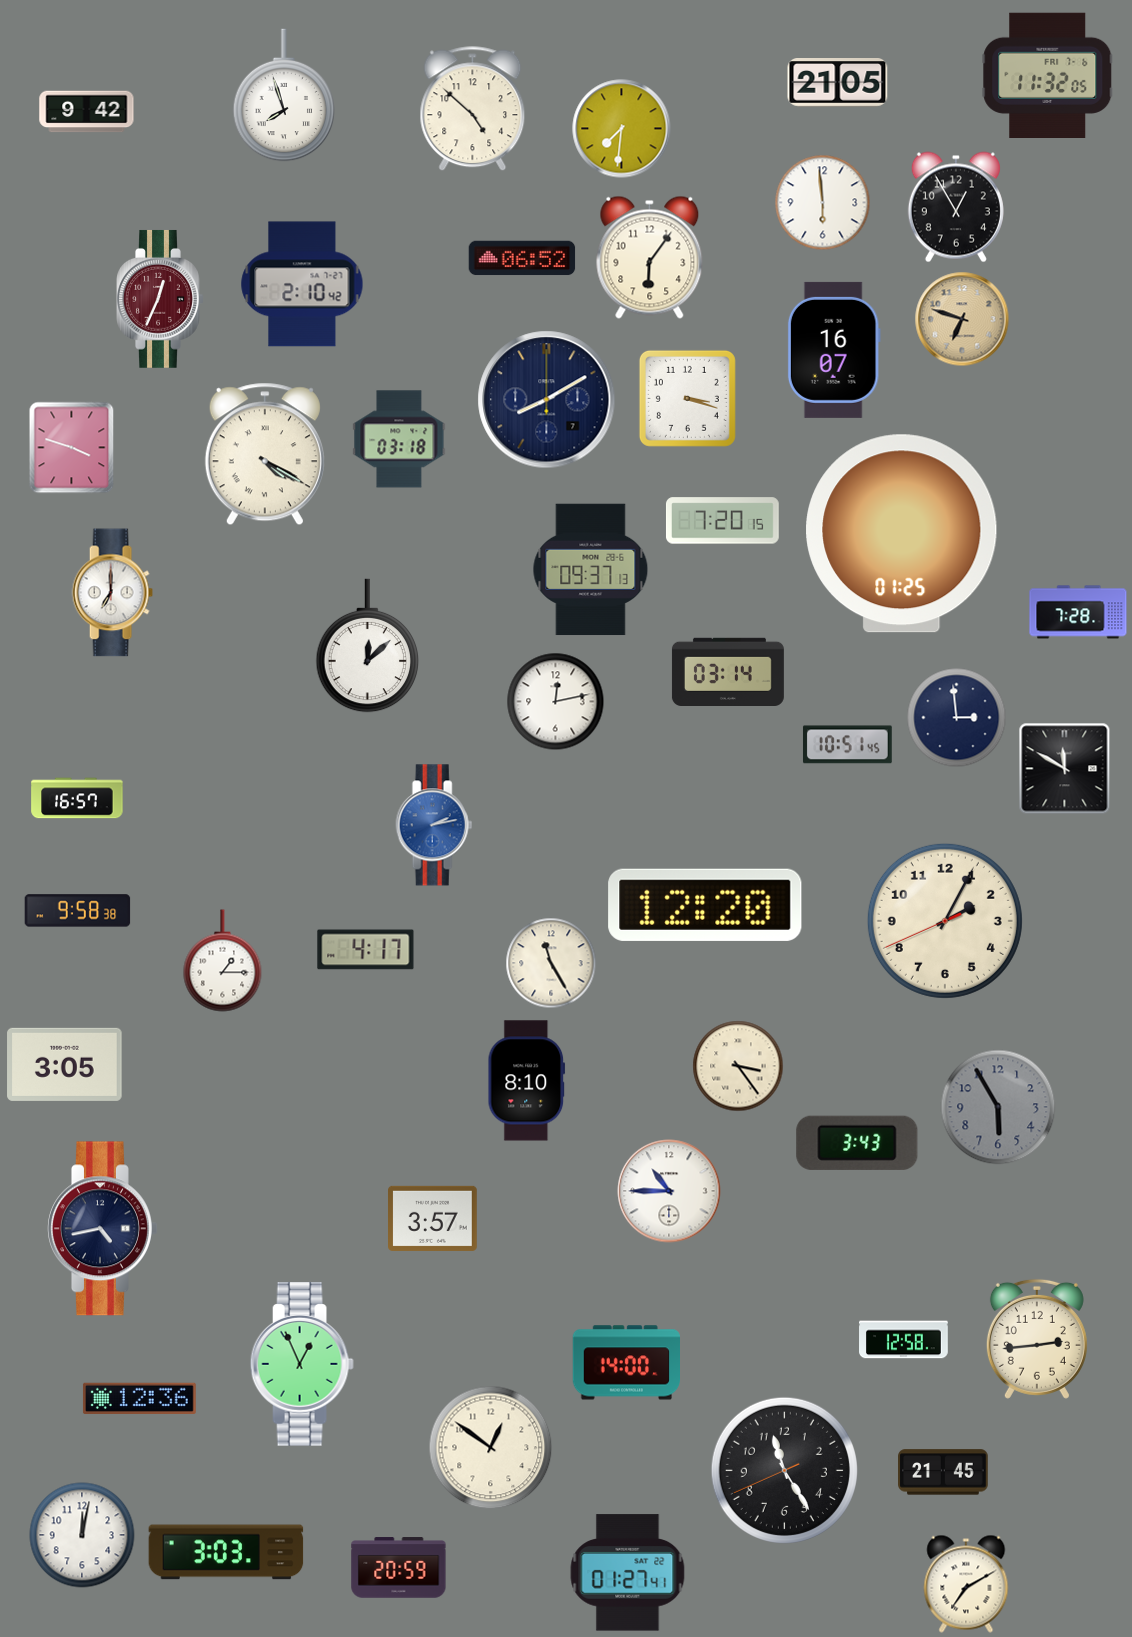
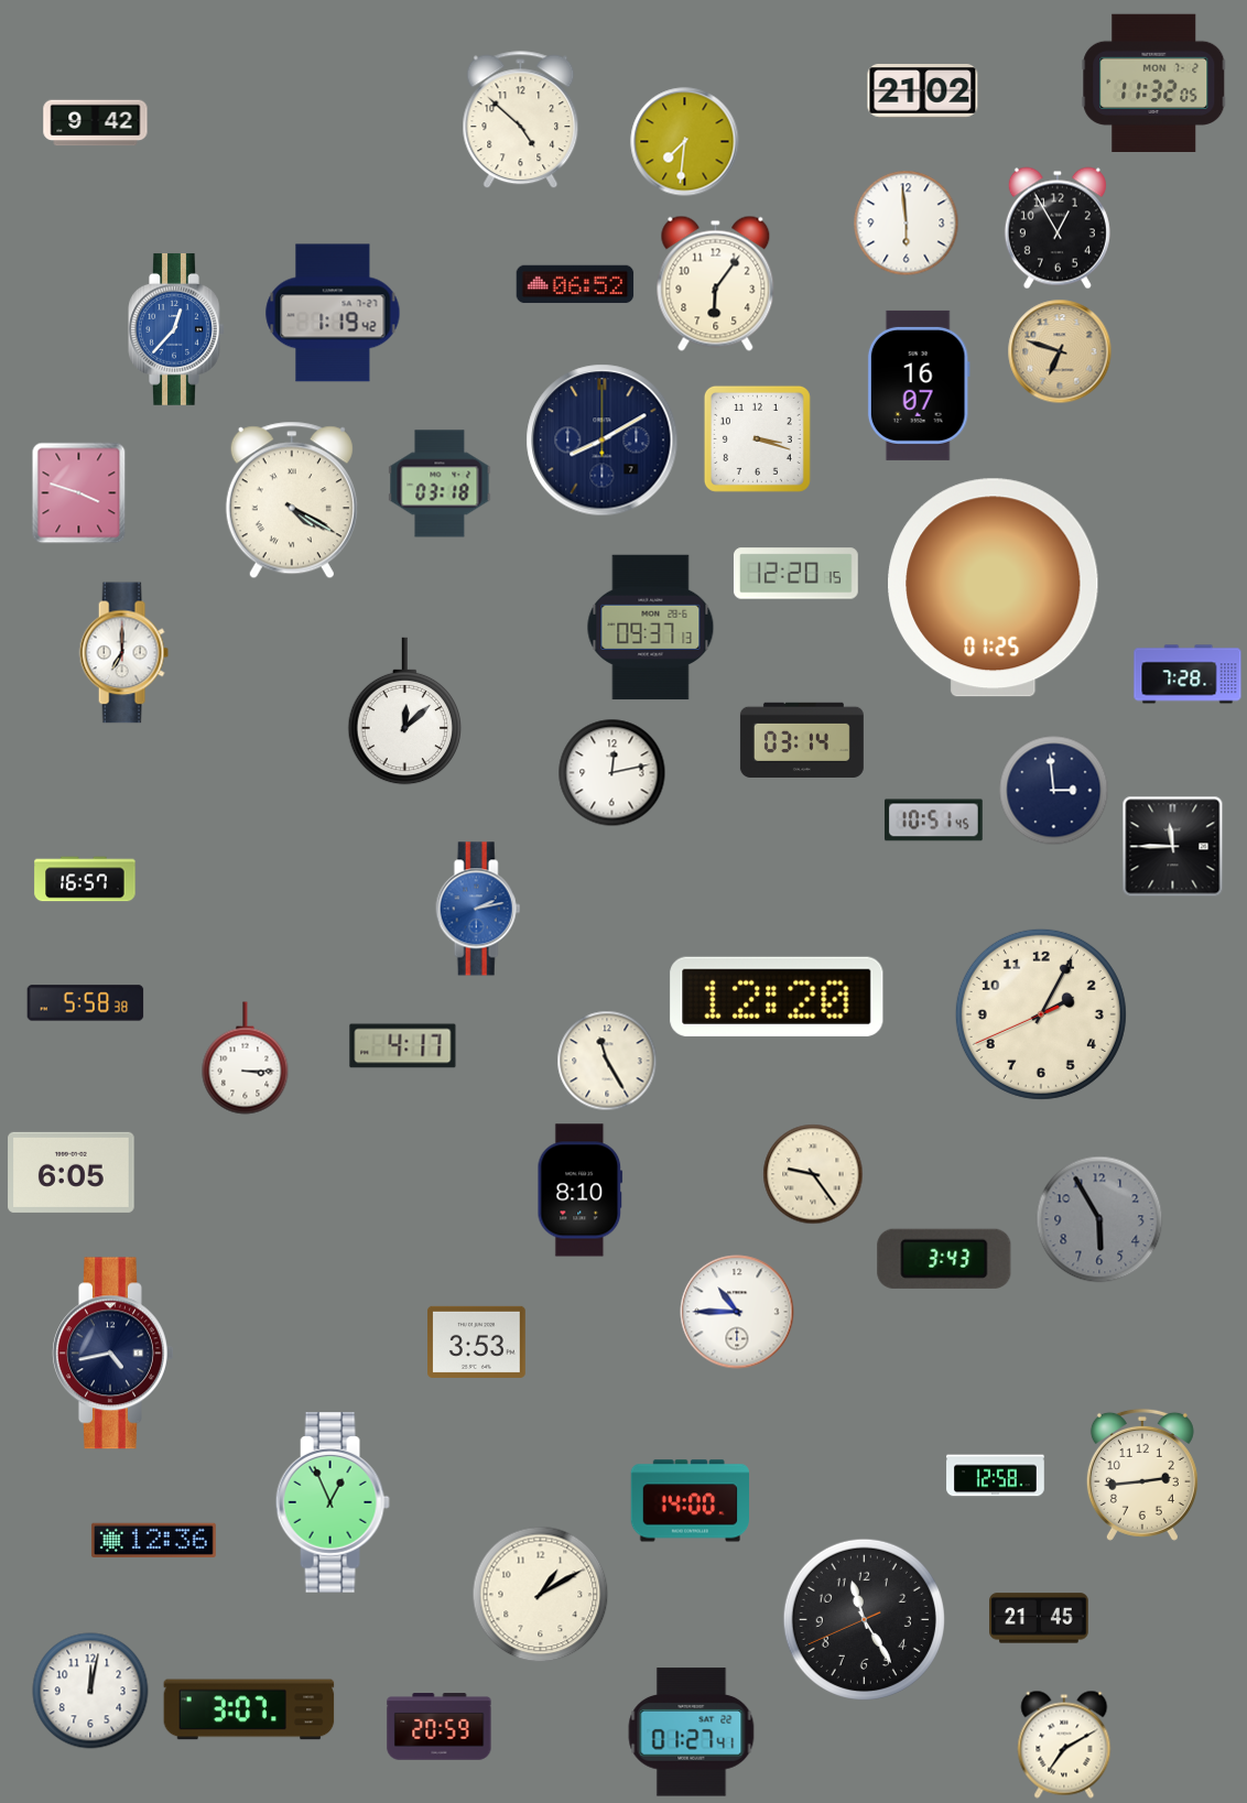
clock at (1048, 75) date: FRI 7-6 -> MON 7-2
clock at (838, 83): 21:05 -> 21:02
clock at (284, 95): 7:57 -> none
clock at (956, 207) position: (956, 207) -> (1058, 228)
clock at (302, 284): 2:10 -> 1:19
clock at (160, 299): 12:34 -> 12:37
clock at (160, 299) dial: burgundy -> blue
clock at (722, 521): 7:20 -> 12:20
clock at (1065, 769): 11:50 -> 11:45
clock at (78, 911): 9:58 -> 5:58
clock at (223, 961): 1:15 -> 3:15
clock at (65, 1064): 3:05 -> 6:05
clock at (738, 1066): 3:24 -> 9:24
clock at (433, 1218): 3:57 -> 3:53
clock at (491, 1448): 12:51 -> 1:10
clock at (943, 1472) position: (943, 1472) -> (1039, 1618)
clock at (226, 1552): 3:03 -> 3:07
